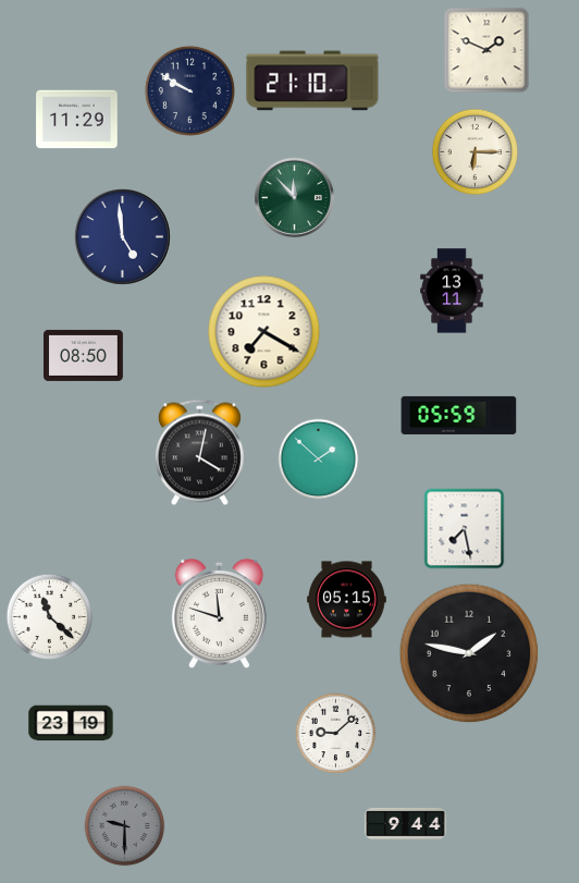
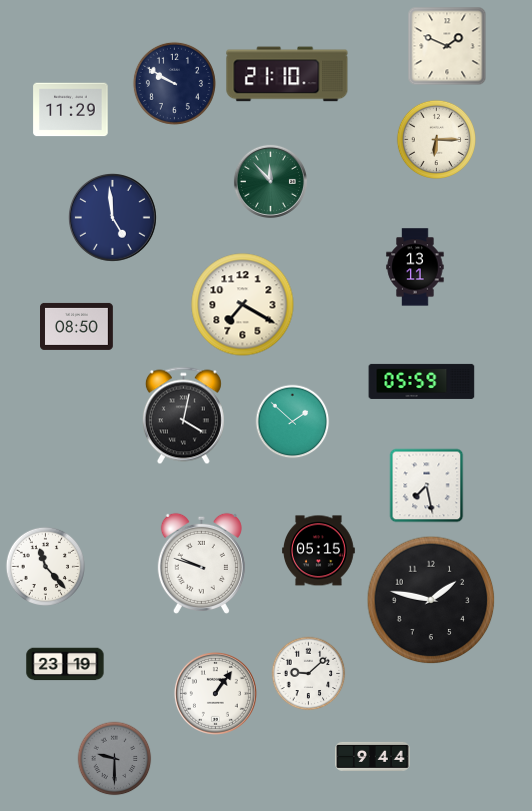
clock at (219, 613): 11:48 -> 9:48
clock at (49, 616): 11:22 -> 11:23
clock at (215, 693): none -> 1:06
